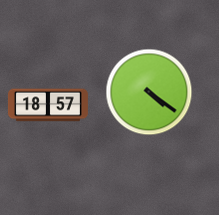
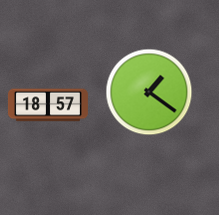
clock at (149, 92): 4:21 -> 1:21
